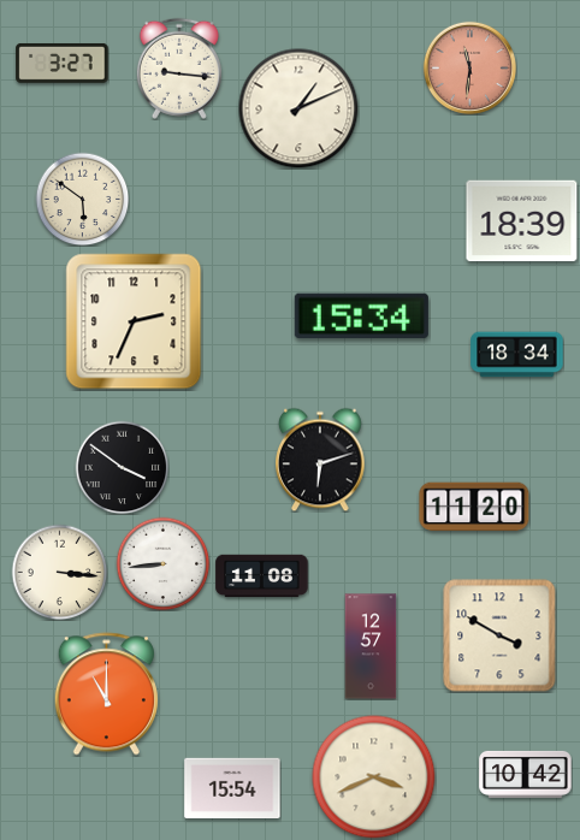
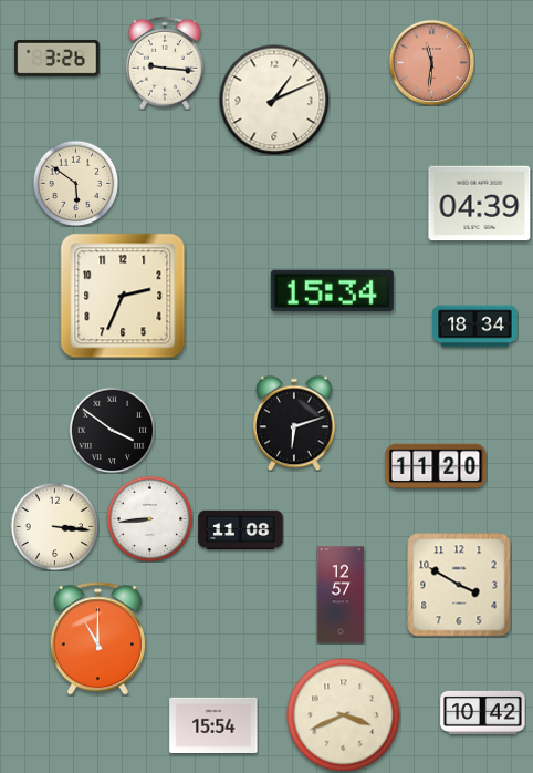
clock at (63, 63): 3:27 -> 3:26
clock at (522, 221): 18:39 -> 04:39
